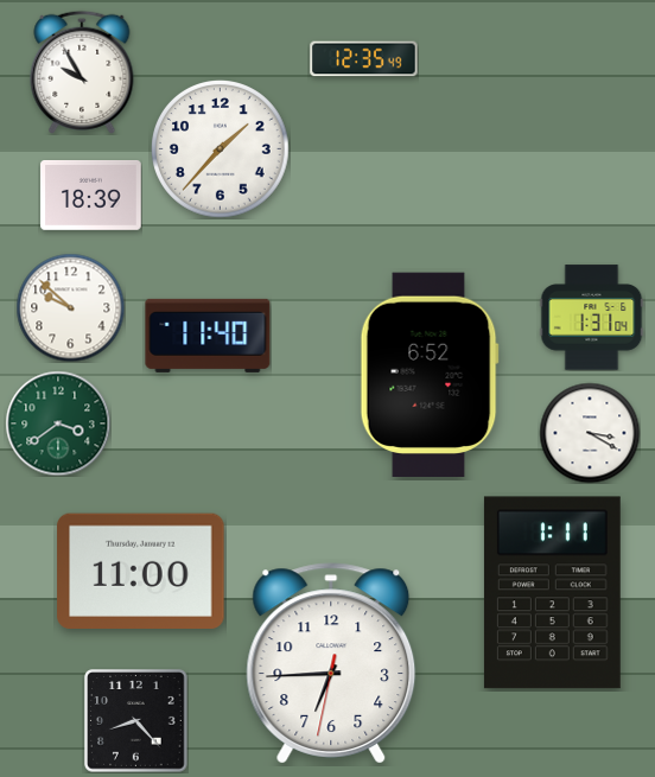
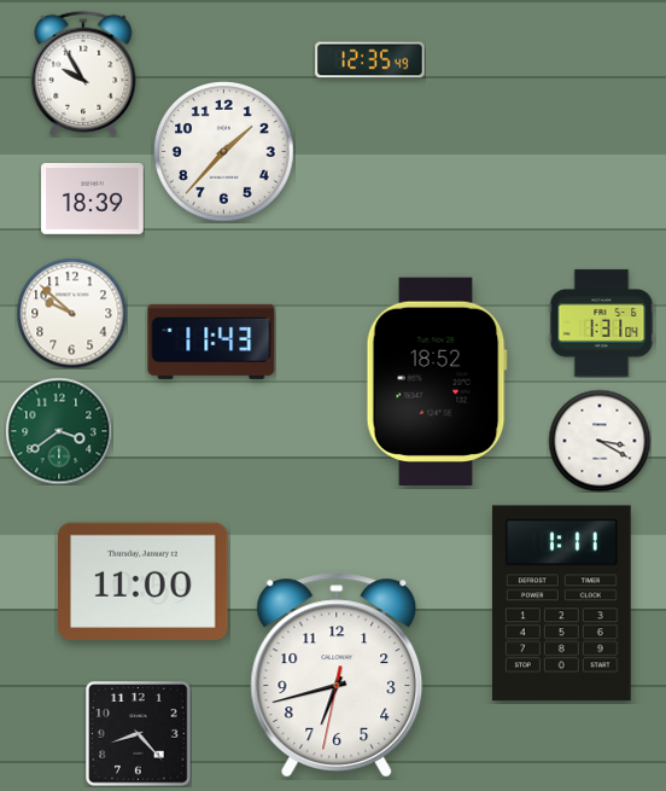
clock at (208, 336): 11:40 -> 11:43
clock at (430, 374): 6:52 -> 18:52
clock at (331, 663): 6:44 -> 6:42
